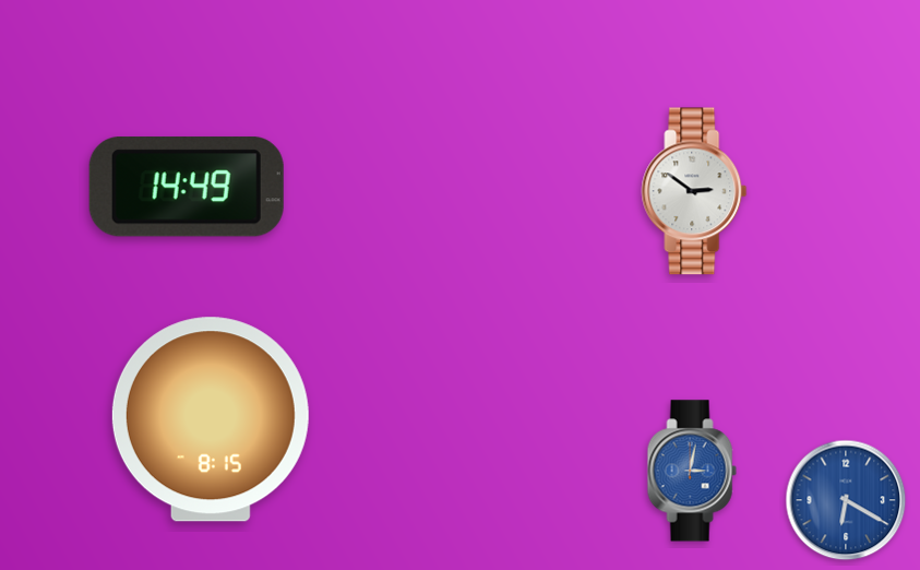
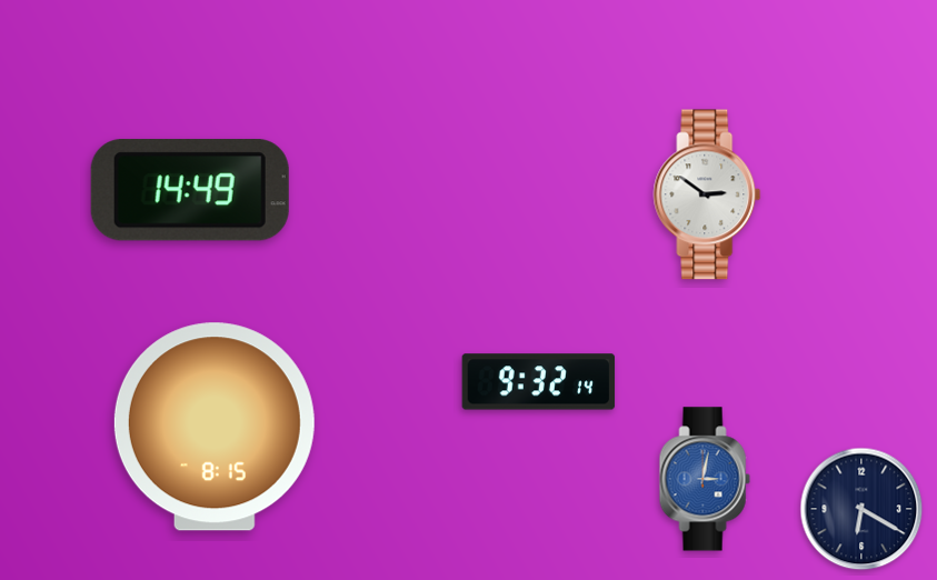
clock at (539, 382): none -> 9:32
clock at (846, 500) dial: blue -> navy
